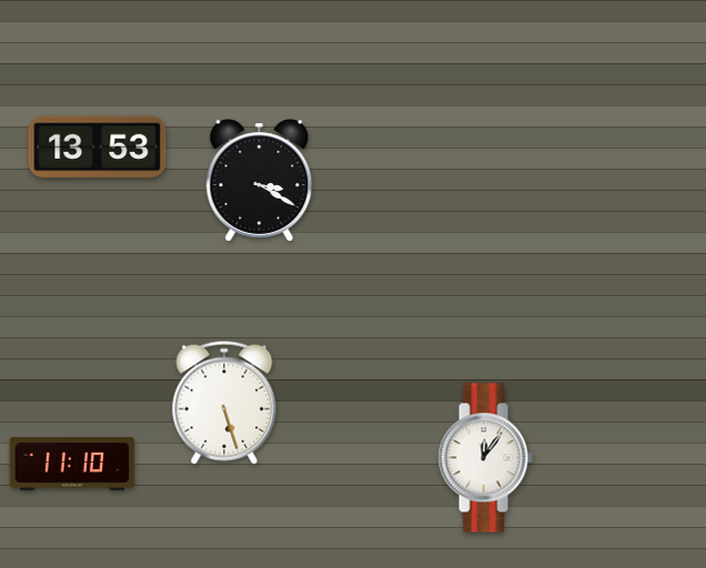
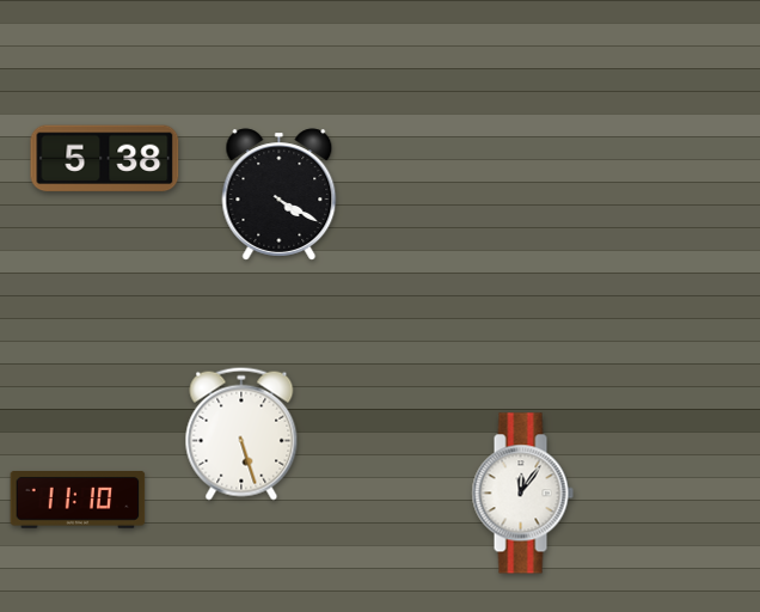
clock at (98, 148): 13:53 -> 5:38
clock at (260, 181): 3:20 -> 4:20
